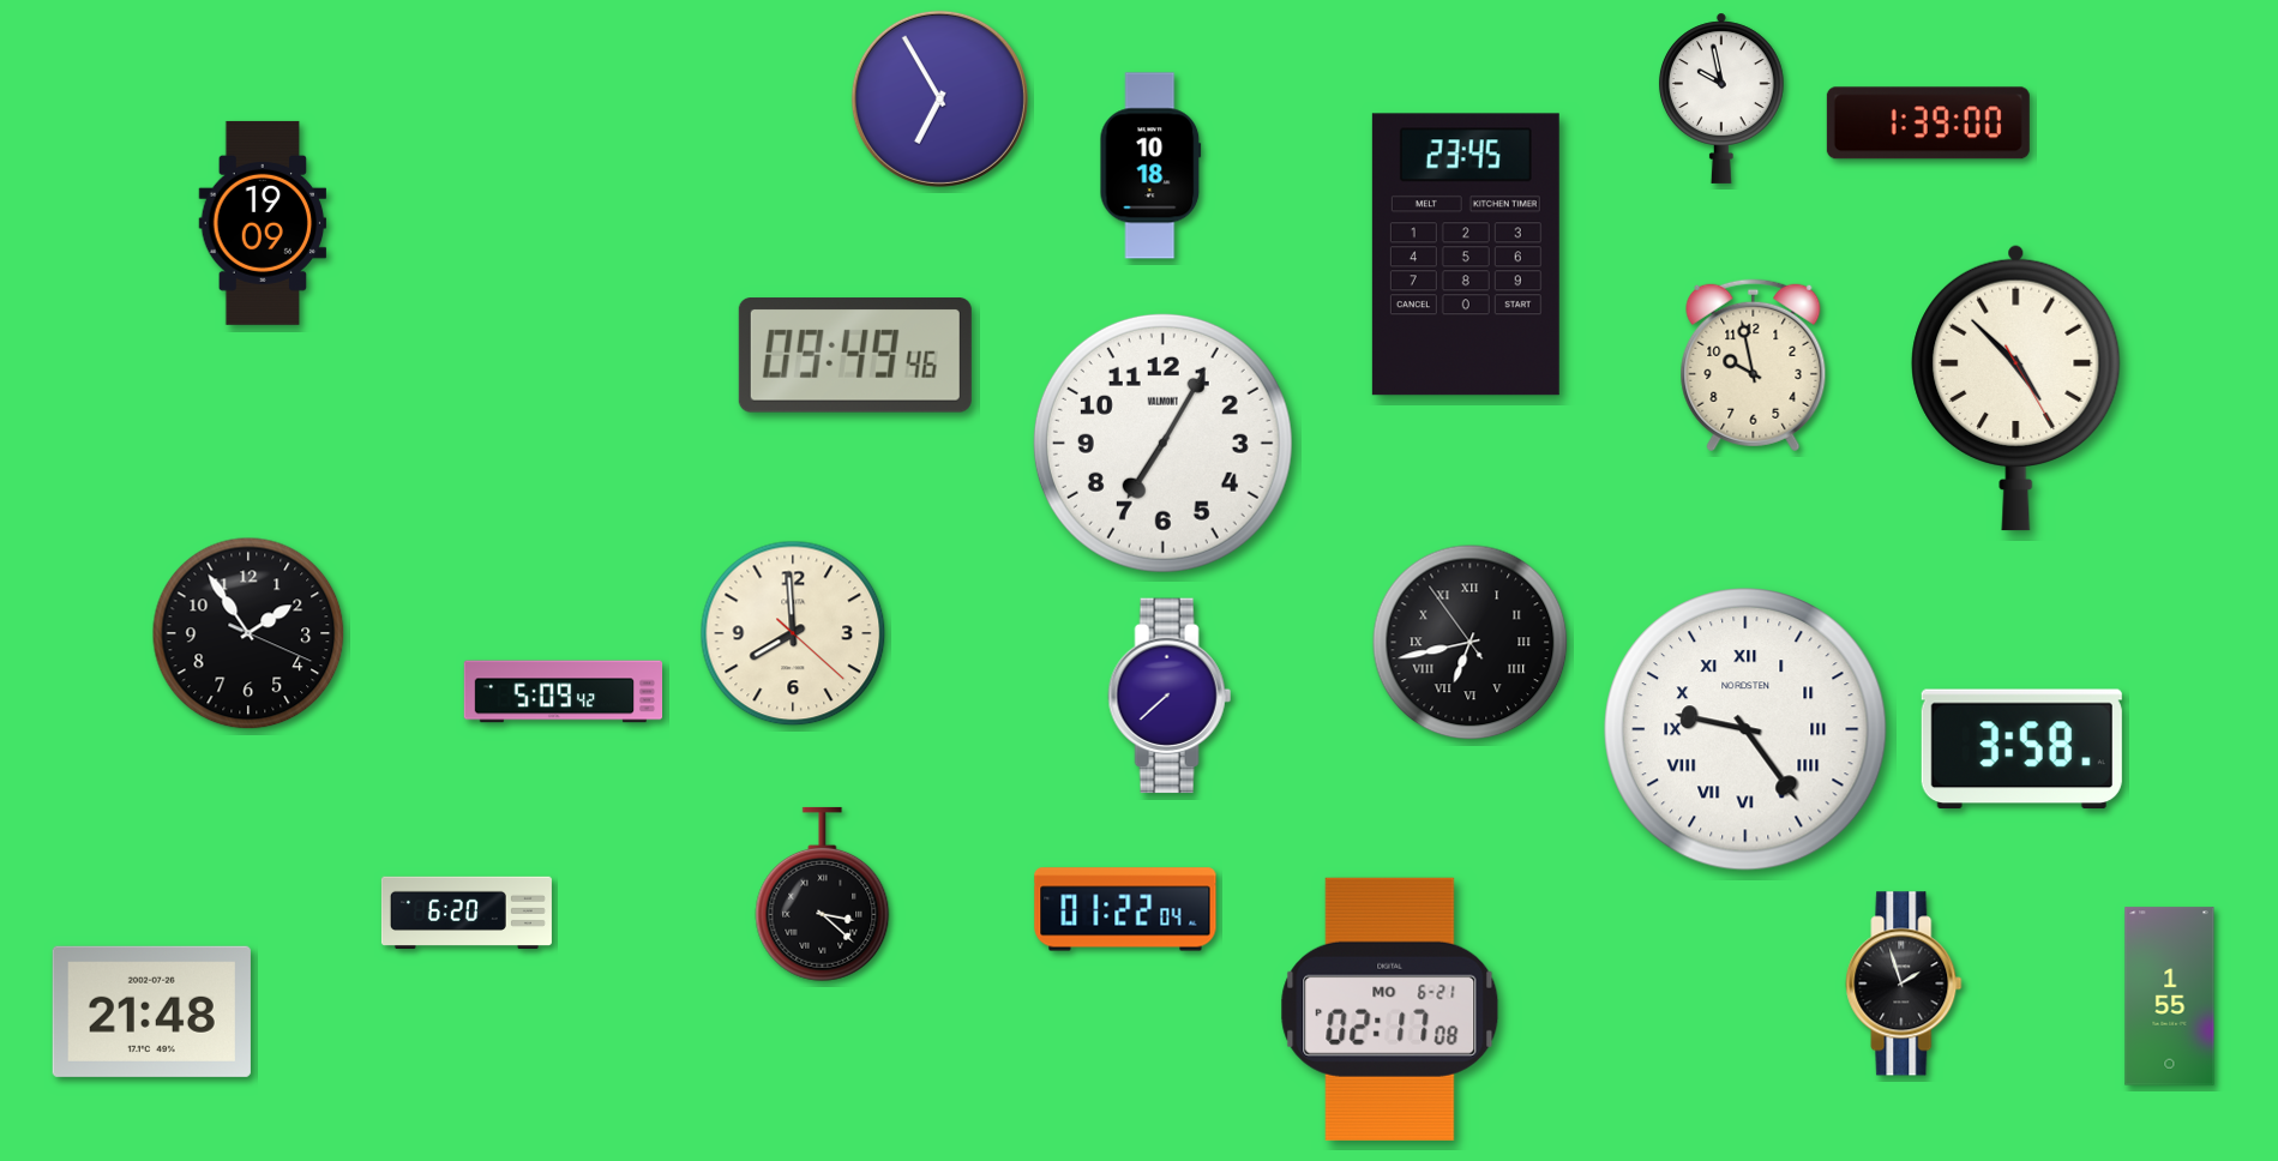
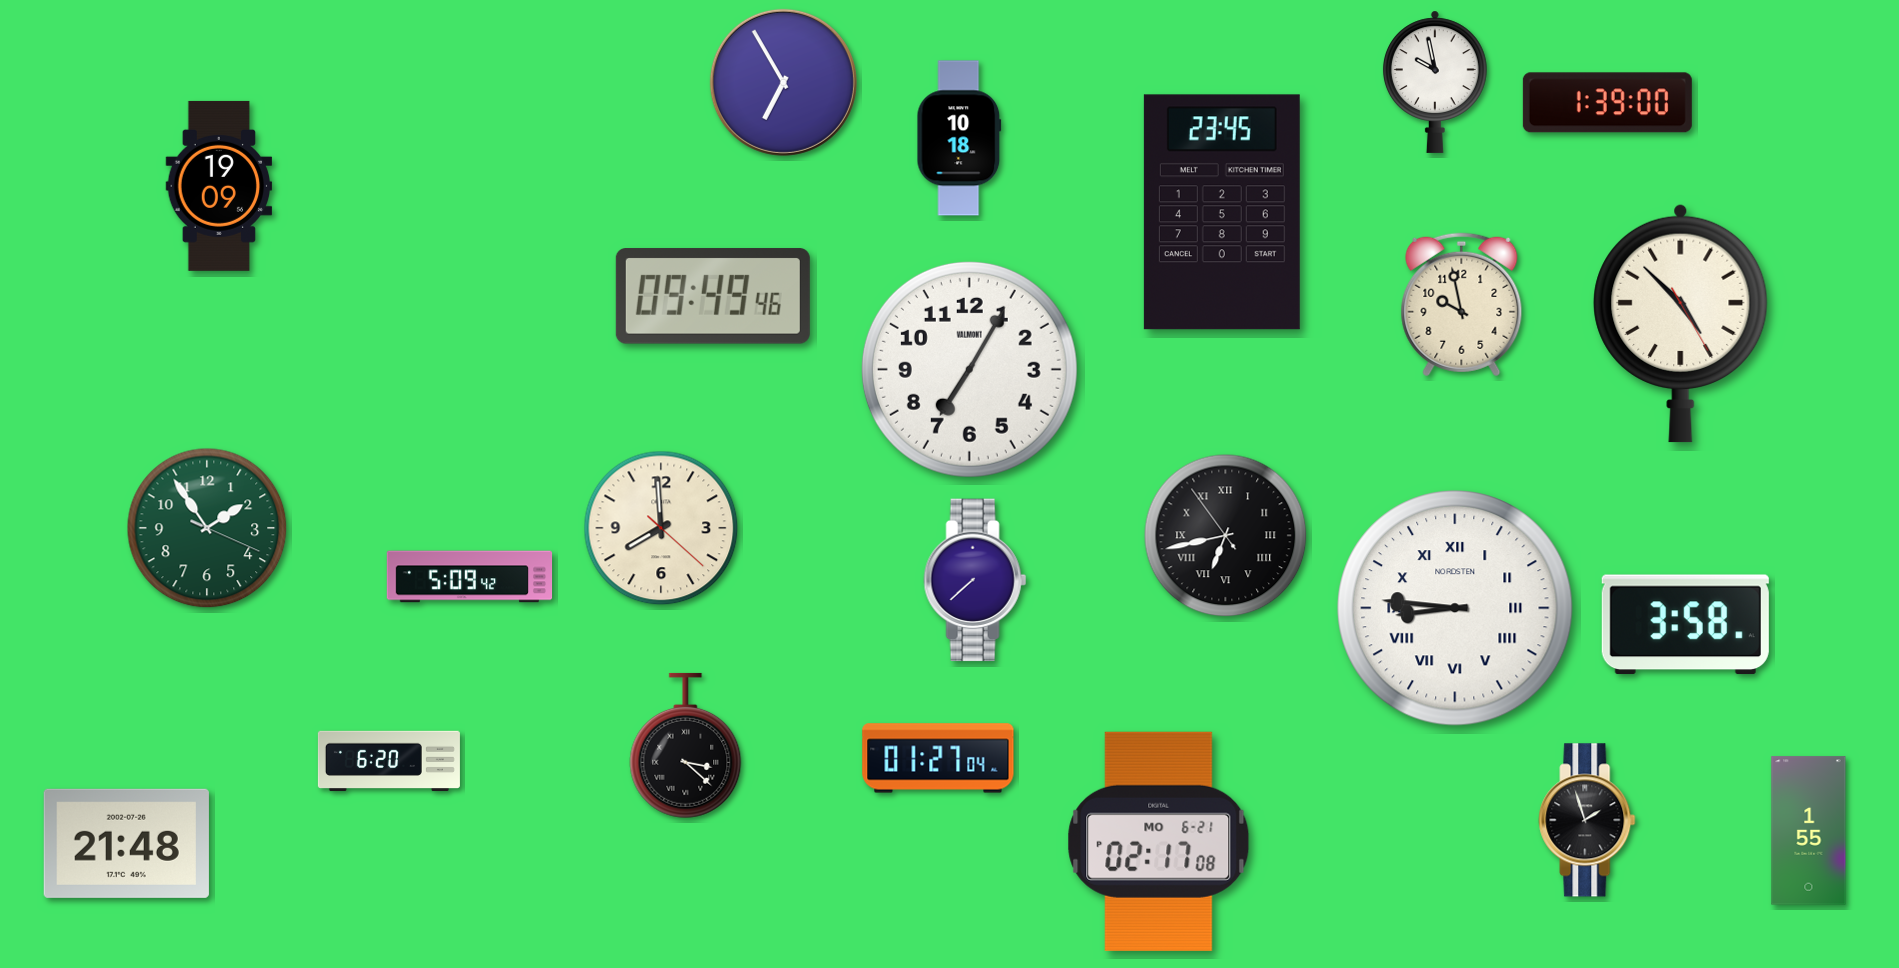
clock at (248, 633) dial: black -> green
clock at (1745, 729): 9:24 -> 8:46
clock at (1125, 909): 01:22 -> 01:27
